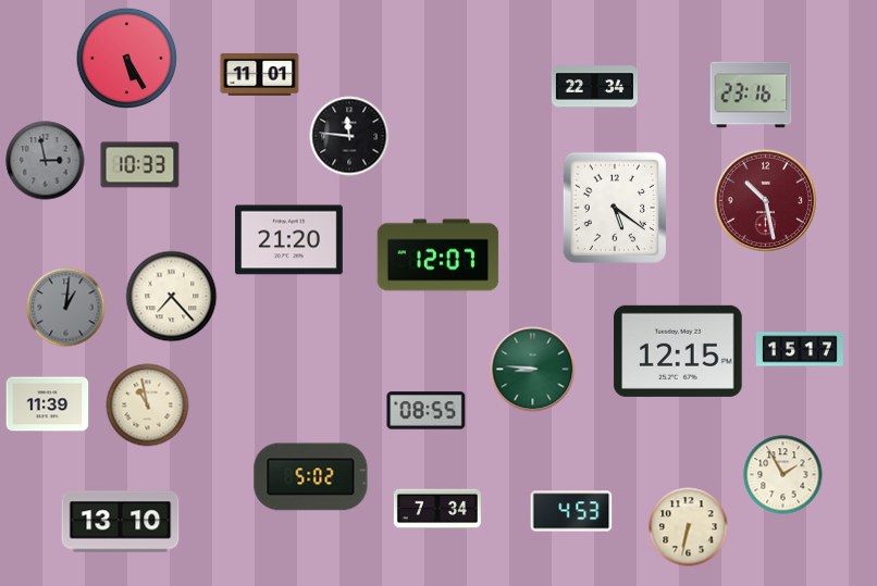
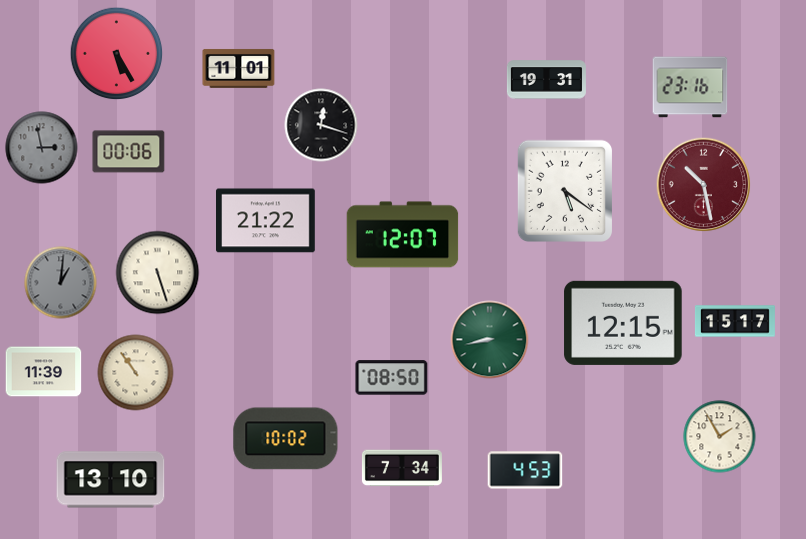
clock at (594, 87): 22:34 -> 19:31
clock at (349, 136): 11:46 -> 12:18
clock at (140, 165): 10:33 -> 00:06
clock at (289, 240): 21:20 -> 21:22
clock at (172, 297): 7:23 -> 5:27
clock at (533, 370): 8:46 -> 8:43
clock at (148, 406): 10:58 -> 10:54
clock at (427, 411): 08:55 -> 08:50
clock at (311, 477): 5:02 -> 10:02
clock at (689, 527): 6:32 -> none
